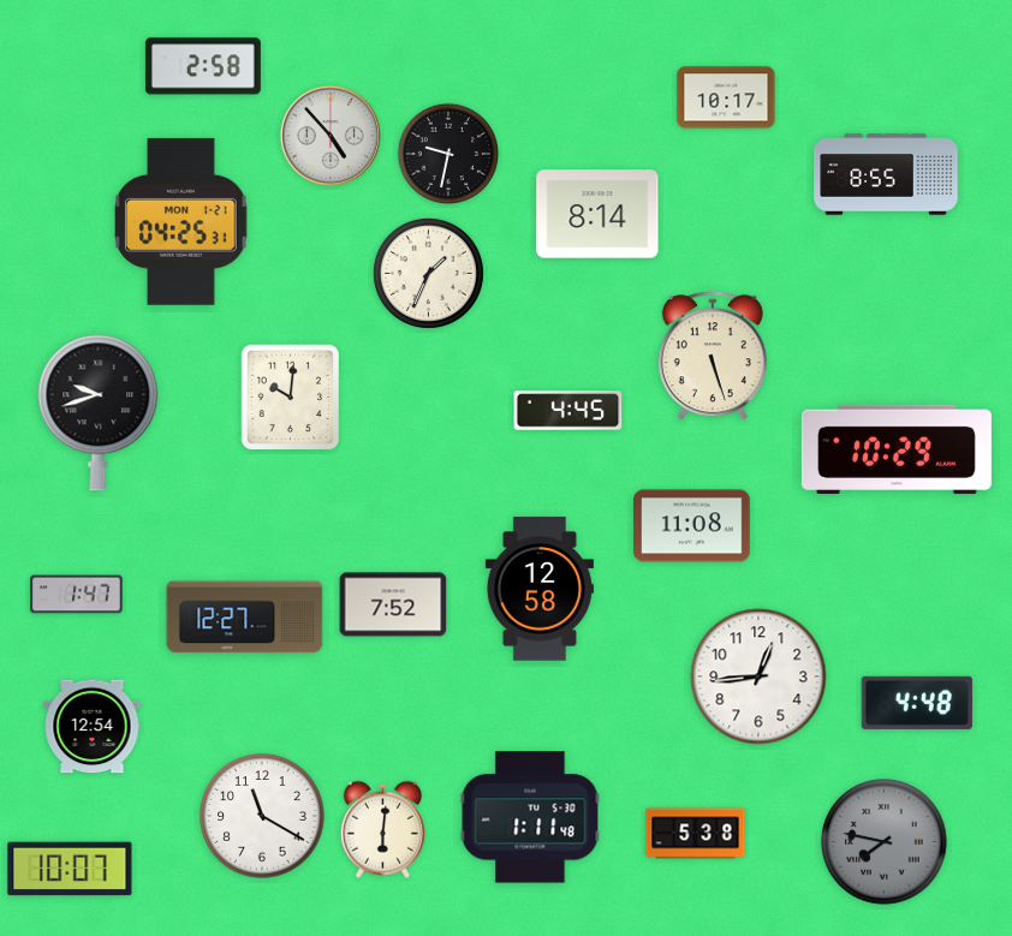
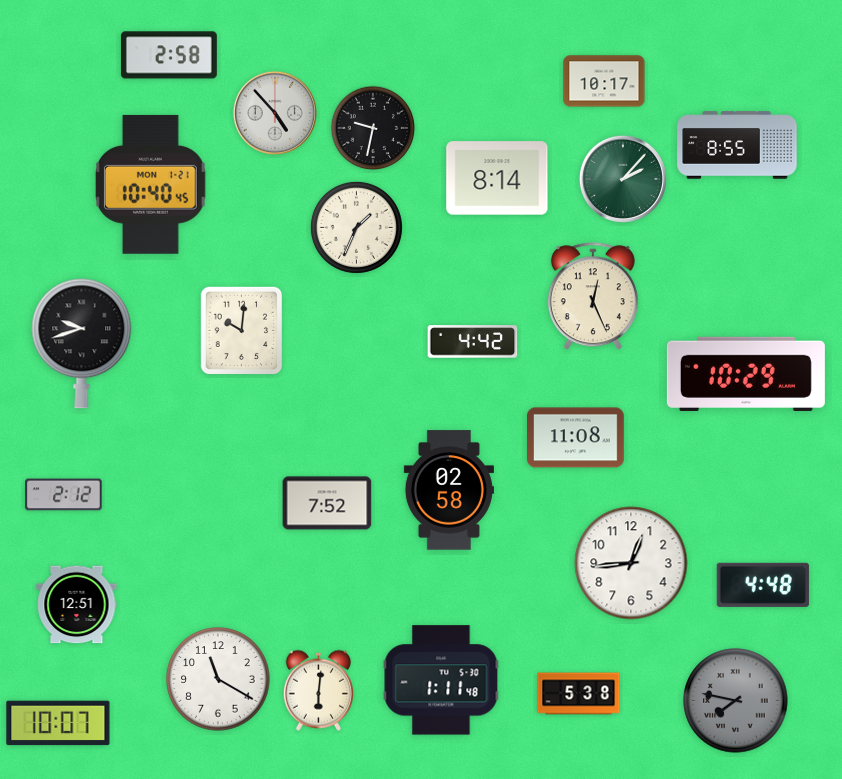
clock at (623, 179): none -> 2:07
clock at (180, 221): 04:25 -> 10:40
clock at (713, 357): 5:27 -> 12:26
clock at (568, 411): 4:45 -> 4:42
clock at (540, 589): 12:58 -> 02:58
clock at (77, 595): 1:47 -> 2:12
clock at (245, 618): 12:27 -> none
clock at (93, 727): 12:54 -> 12:51
